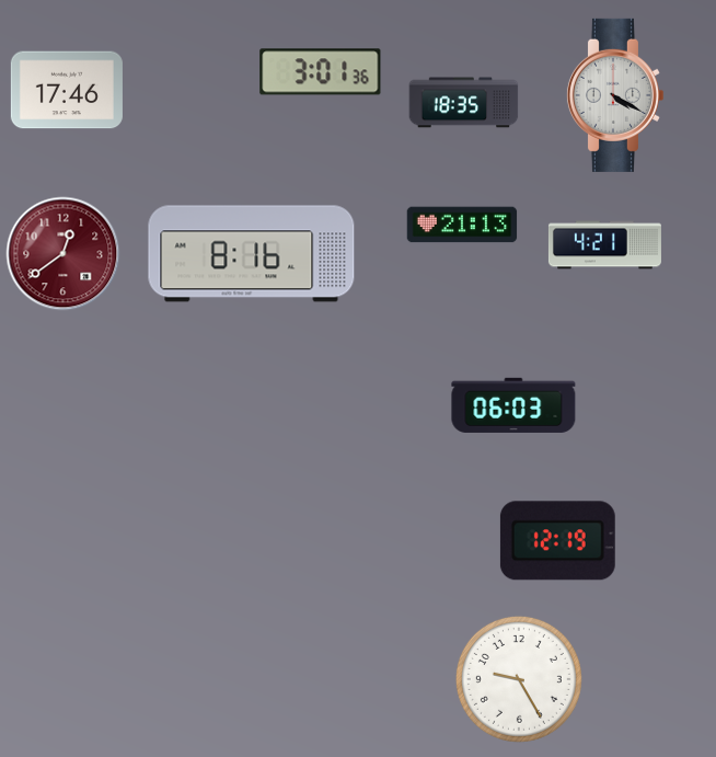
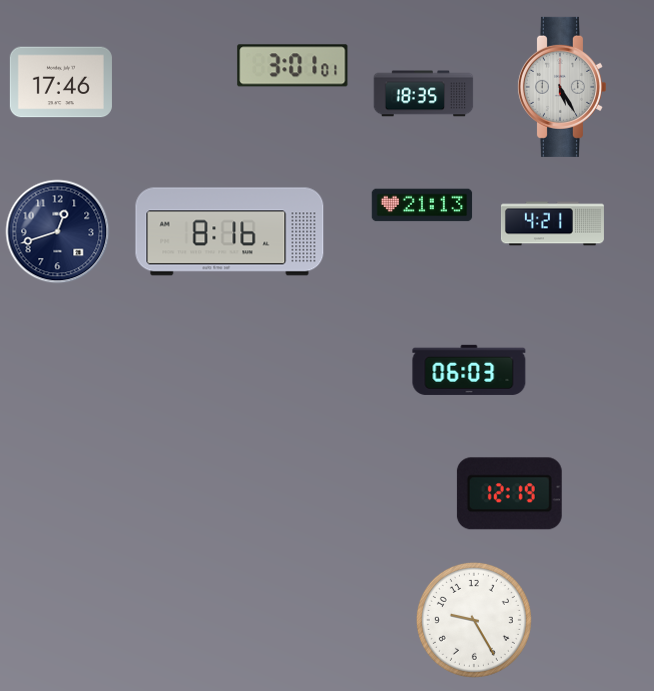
clock at (321, 72): 3:01:36 -> 3:01:01
clock at (614, 95): 4:20 -> 5:25
clock at (63, 254): 12:39 -> 12:42
clock at (63, 254) dial: burgundy -> navy
